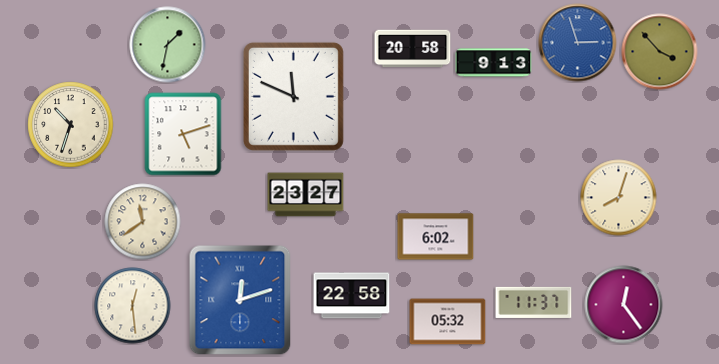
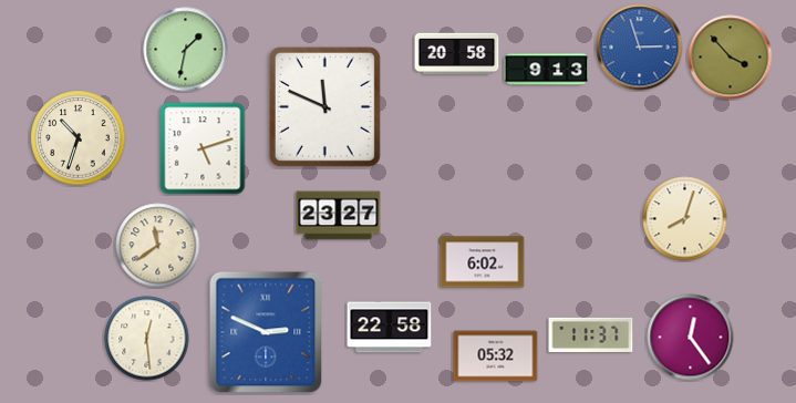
clock at (240, 300): 12:12 -> 2:49
